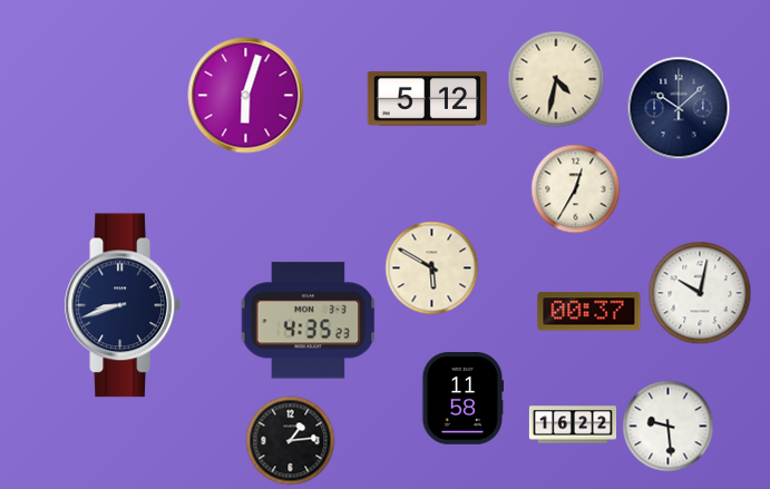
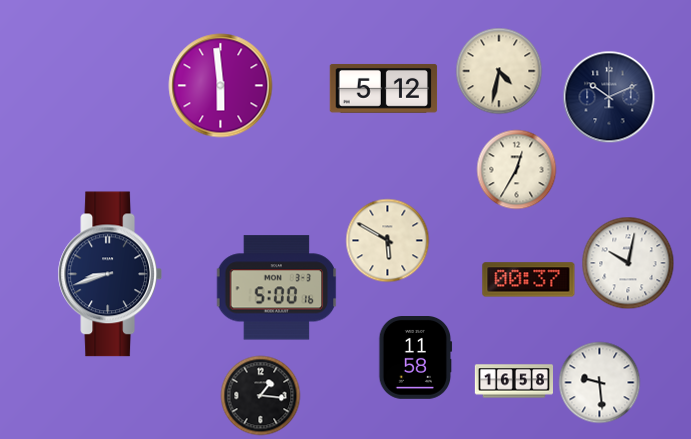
clock at (246, 96): 6:03 -> 5:59
clock at (679, 108): 10:08 -> 10:11
clock at (309, 321): 4:35 -> 5:00
clock at (572, 424): 16:22 -> 16:58
clock at (291, 441): 1:14 -> 1:16
